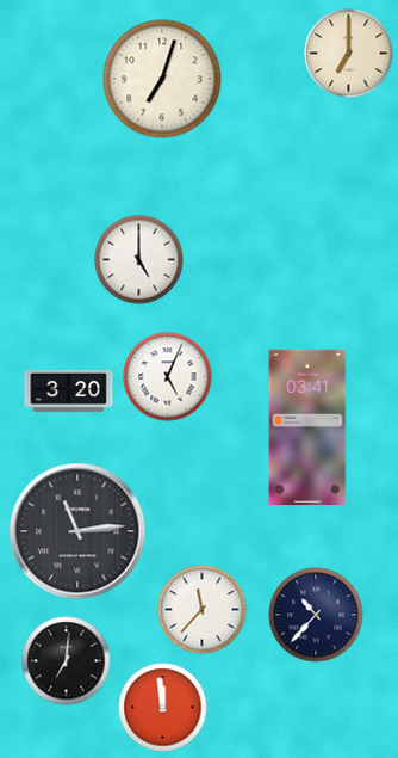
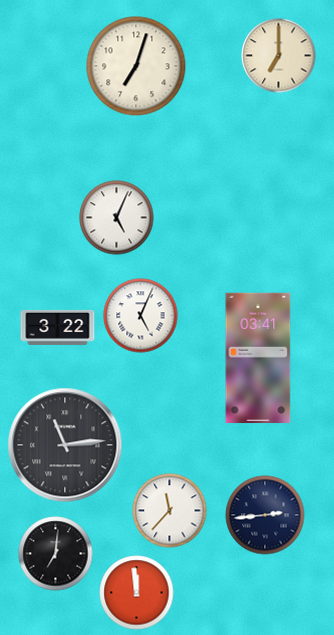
clock at (349, 54) position: (349, 54) -> (279, 56)
clock at (139, 260): 5:00 -> 5:04
clock at (69, 390): 3:20 -> 3:22
clock at (316, 615): 10:37 -> 2:44
